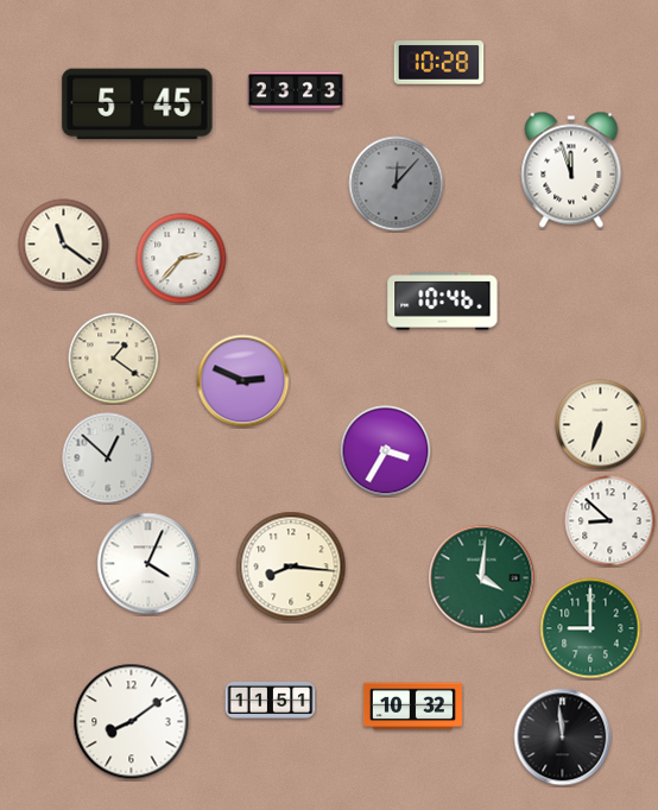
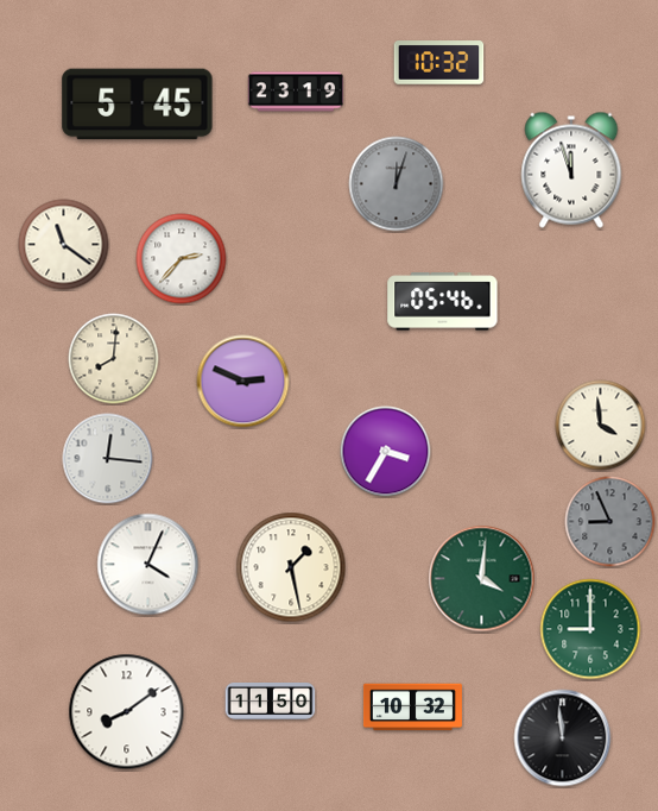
clock at (439, 63): 10:28 -> 10:32
clock at (295, 91): 23:23 -> 23:19
clock at (397, 184): 12:07 -> 12:03
clock at (443, 302): 10:46 -> 05:46
clock at (114, 359): 1:21 -> 8:01
clock at (601, 425): 6:33 -> 3:59
clock at (108, 458): 12:52 -> 12:16
clock at (610, 521): 8:52 -> 8:56
clock at (610, 521) dial: white -> grey
clock at (291, 567): 8:16 -> 1:28
clock at (271, 701): 11:51 -> 11:50
clock at (132, 722) position: (132, 722) -> (127, 712)
